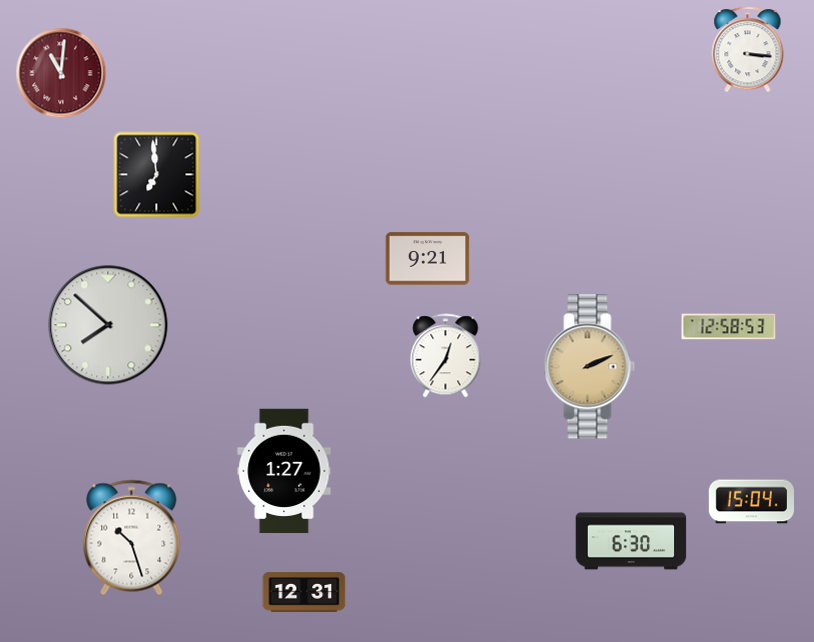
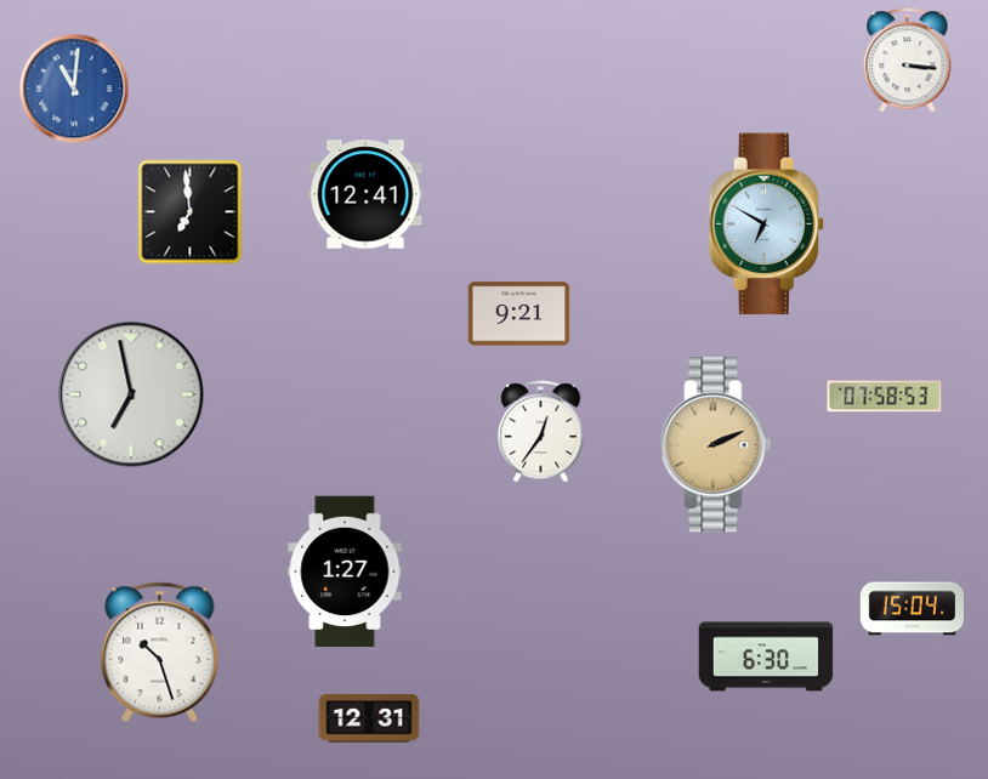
clock at (61, 73) dial: burgundy -> blue
clock at (365, 194): none -> 12:41
clock at (766, 224): none -> 6:50
clock at (108, 325): 7:52 -> 6:58
clock at (729, 327): 12:58 -> 07:58
